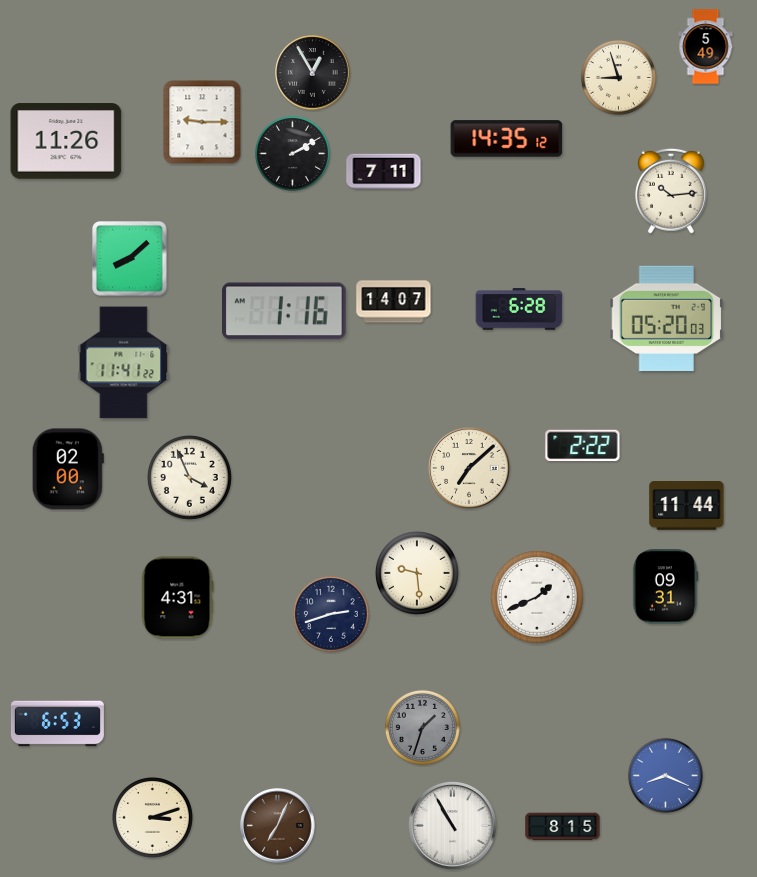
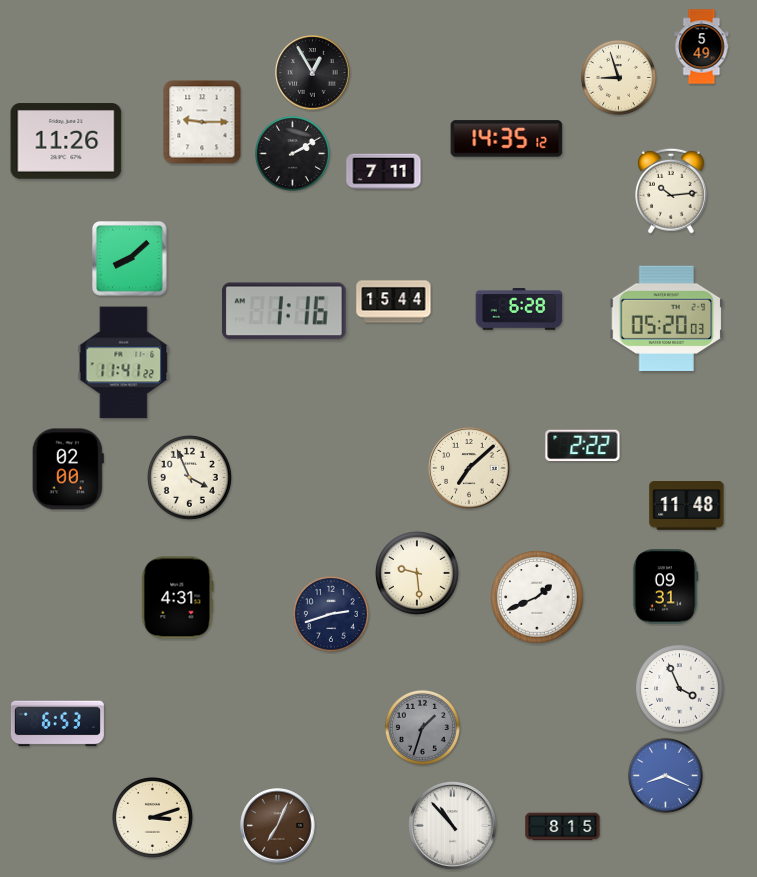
clock at (706, 47) position: (706, 47) -> (702, 47)
clock at (394, 302): 14:07 -> 15:44
clock at (687, 506): 11:44 -> 11:48
clock at (680, 689): none -> 3:56
clock at (453, 826): 10:55 -> 10:53
